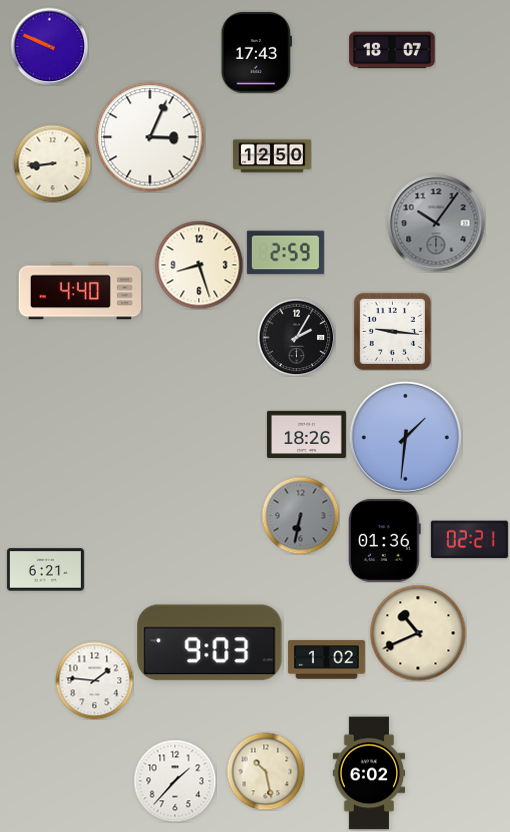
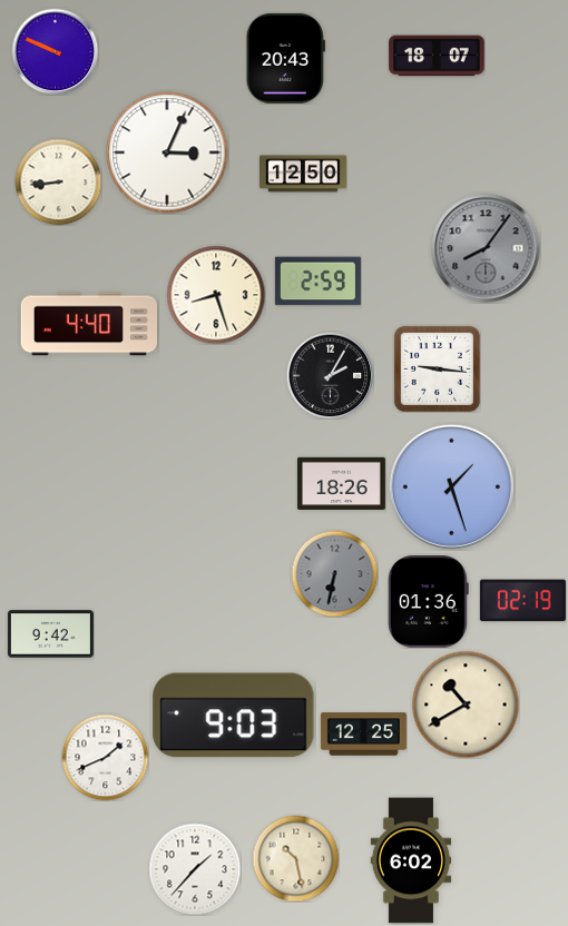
clock at (256, 52): 17:43 -> 20:43
clock at (436, 223): 10:06 -> 8:06
clock at (199, 265) position: (199, 265) -> (216, 295)
clock at (405, 437): 1:31 -> 1:27
clock at (469, 540): 02:21 -> 02:19
clock at (45, 570): 6:21 -> 9:42
clock at (418, 633): 10:41 -> 10:40
clock at (326, 660): 1:02 -> 12:25
clock at (94, 680): 1:46 -> 1:41
